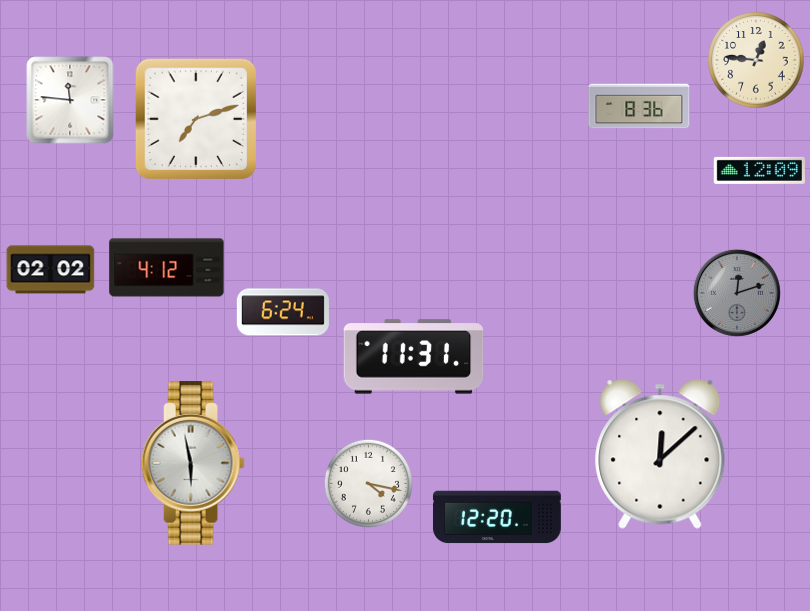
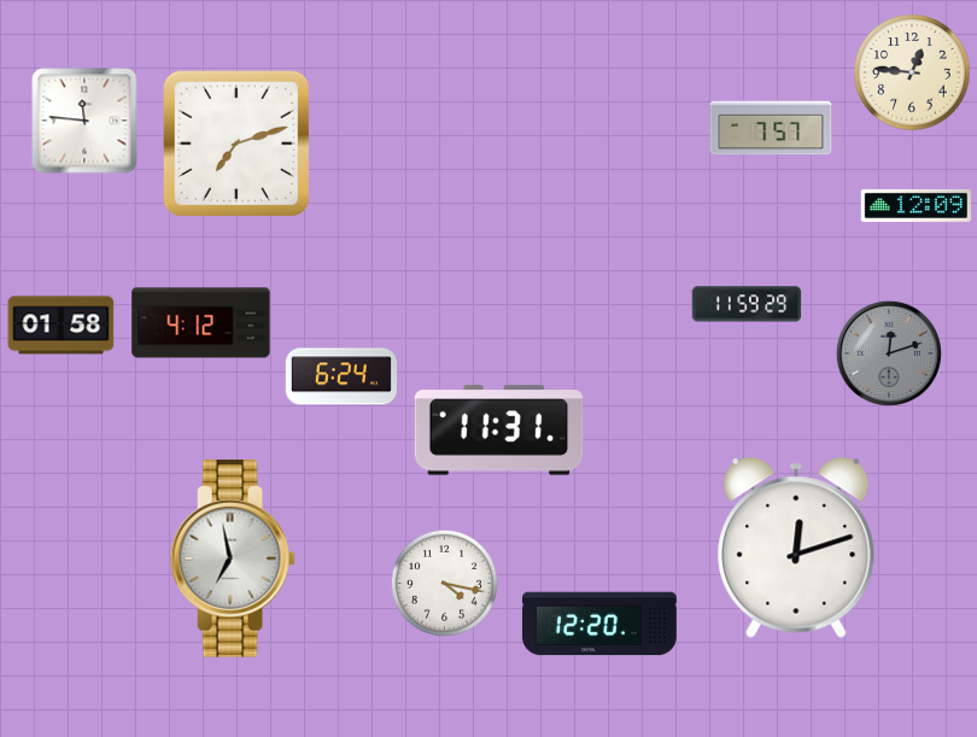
clock at (639, 106): 8:36 -> 7:57
clock at (747, 304): none -> 11:59
clock at (51, 270): 02:02 -> 01:58
clock at (660, 454): 12:08 -> 12:12
clock at (193, 463): 5:58 -> 6:58
